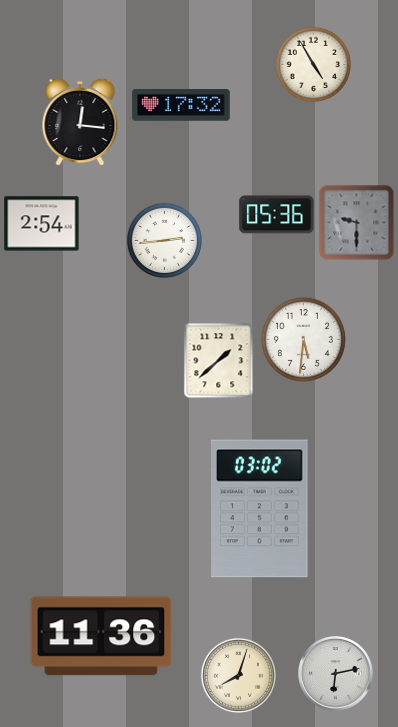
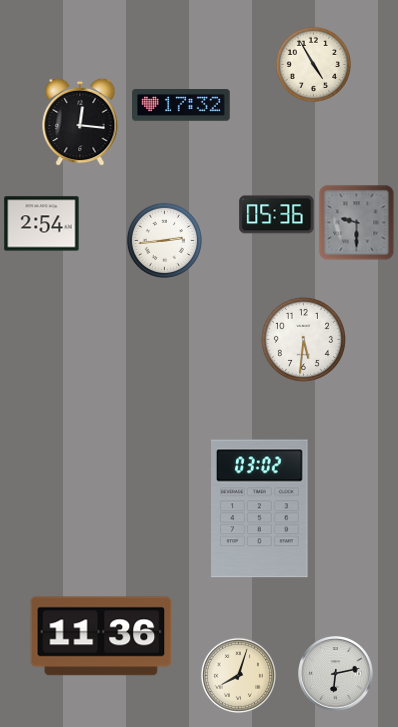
clock at (219, 361): 1:38 -> none
